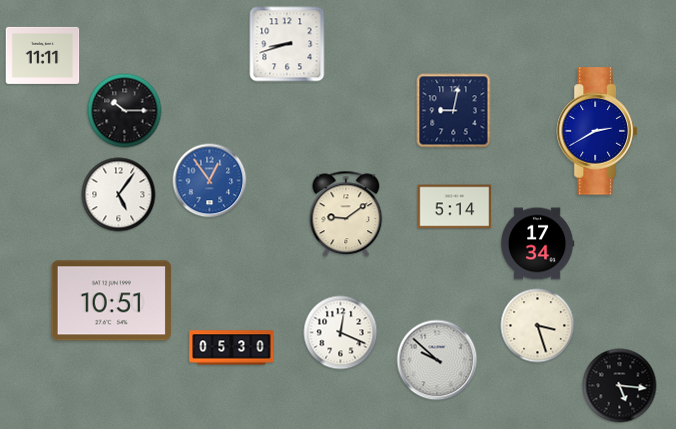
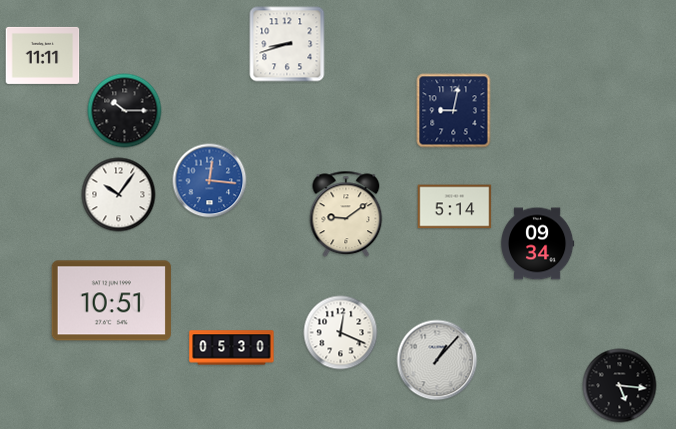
clock at (597, 131): 2:40 -> none
clock at (210, 181): 12:54 -> 12:16
clock at (119, 195): 5:06 -> 10:06
clock at (537, 244): 17:34 -> 09:34
clock at (538, 326): 3:27 -> none
clock at (437, 360): 9:52 -> 1:07
